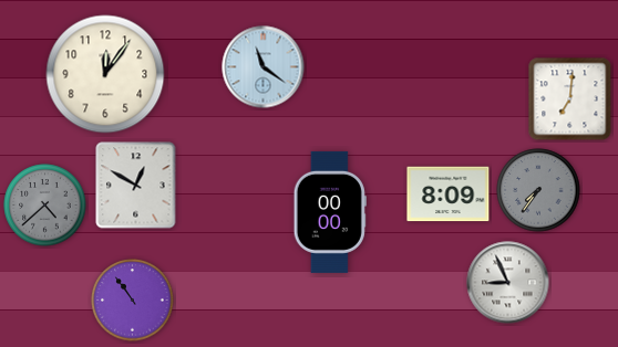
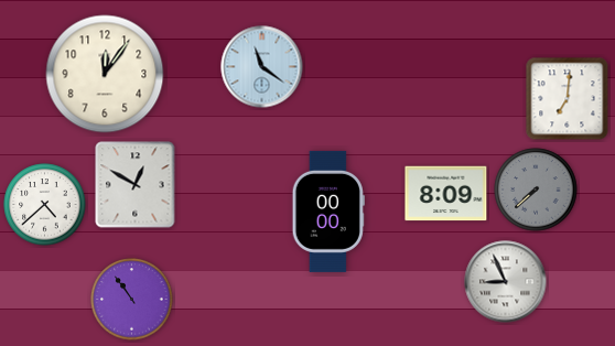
clock at (538, 190): 7:36 -> 7:38
clock at (45, 206) dial: grey -> white
